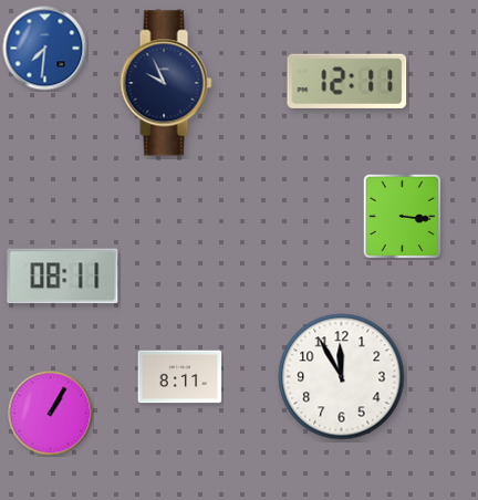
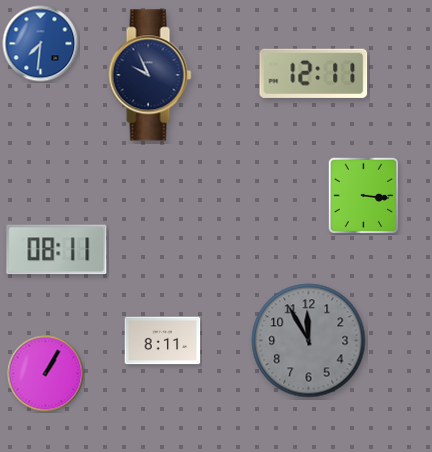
clock at (342, 377) dial: white -> grey
